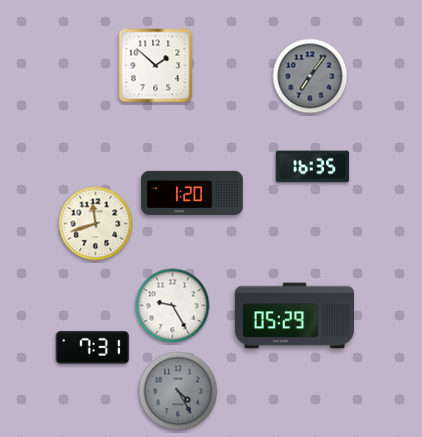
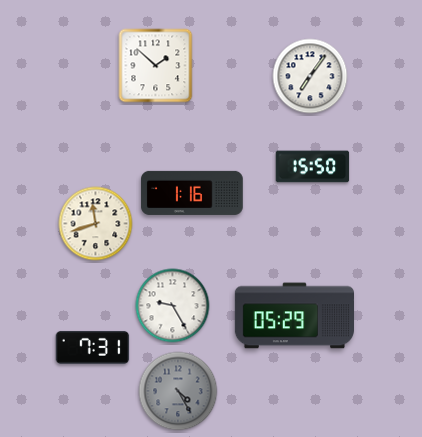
clock at (310, 76) dial: grey -> white
clock at (313, 167): 16:35 -> 15:50
clock at (192, 193): 1:20 -> 1:16
